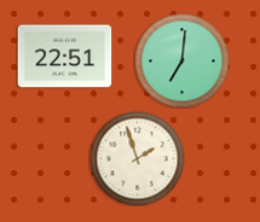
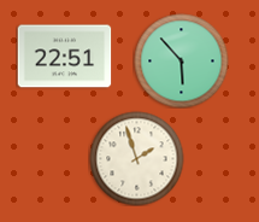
clock at (181, 60): 7:01 -> 5:53
